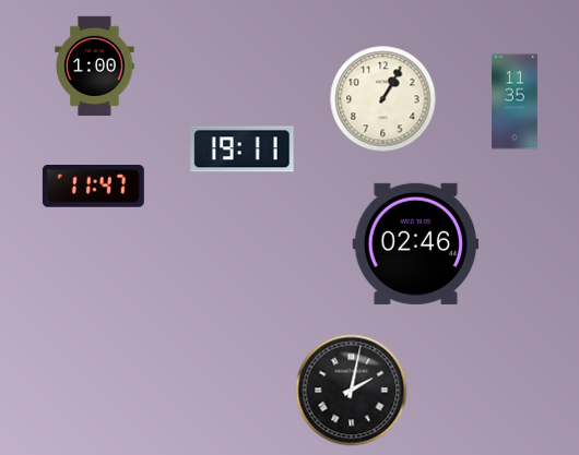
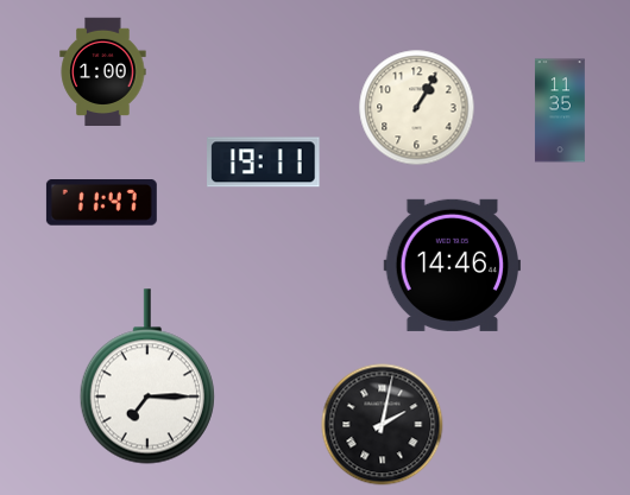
clock at (416, 243): 02:46 -> 14:46
clock at (147, 376): none -> 7:15
